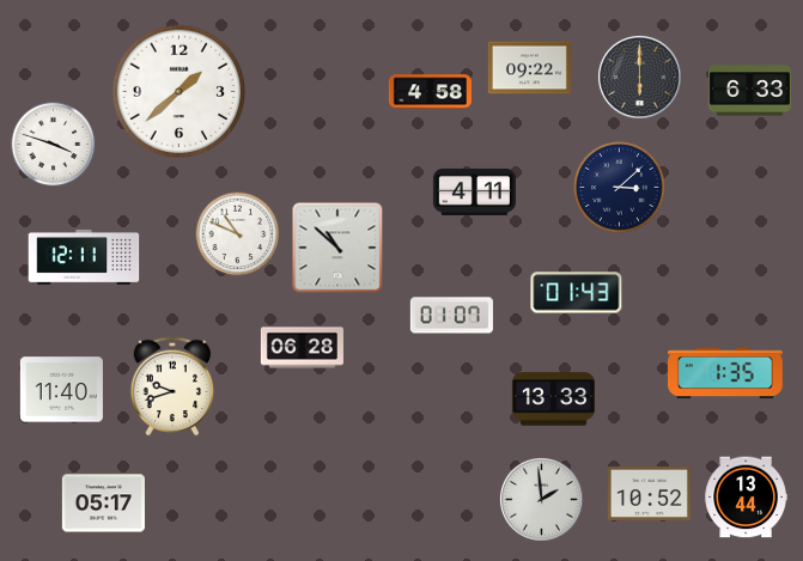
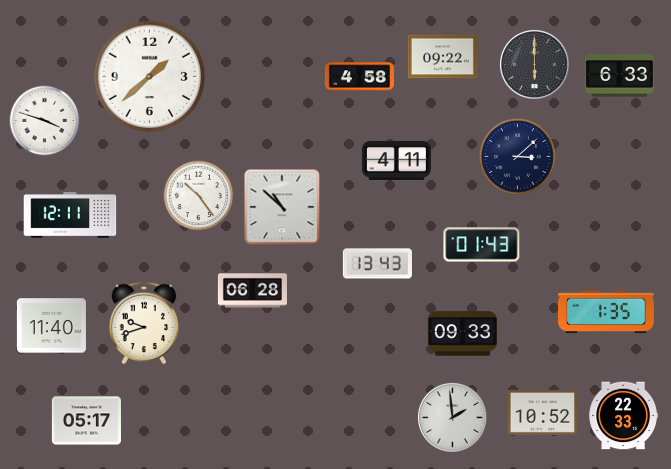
clock at (749, 91) position: (749, 91) -> (619, 76)
clock at (238, 234): 10:49 -> 10:24
clock at (451, 316): 01:07 -> 13:43
clock at (553, 400): 13:33 -> 09:33
clock at (746, 498): 13:44 -> 22:33
